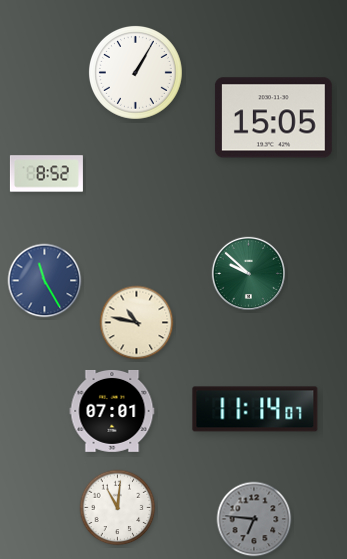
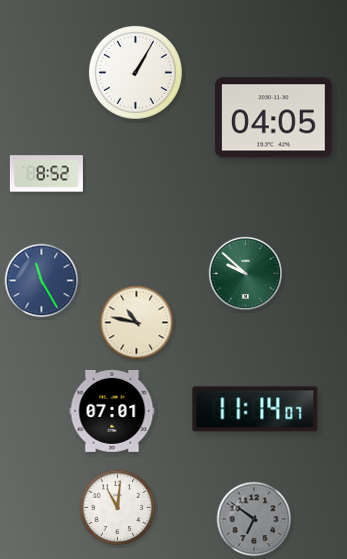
clock at (273, 118): 15:05 -> 04:05
clock at (248, 273) position: (248, 273) -> (245, 273)
clock at (45, 281) position: (45, 281) -> (42, 281)
clock at (254, 519): 6:46 -> 6:51
